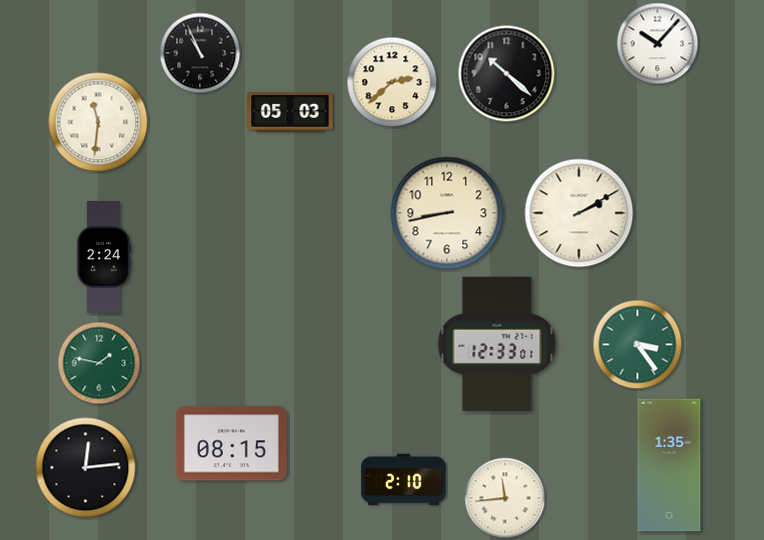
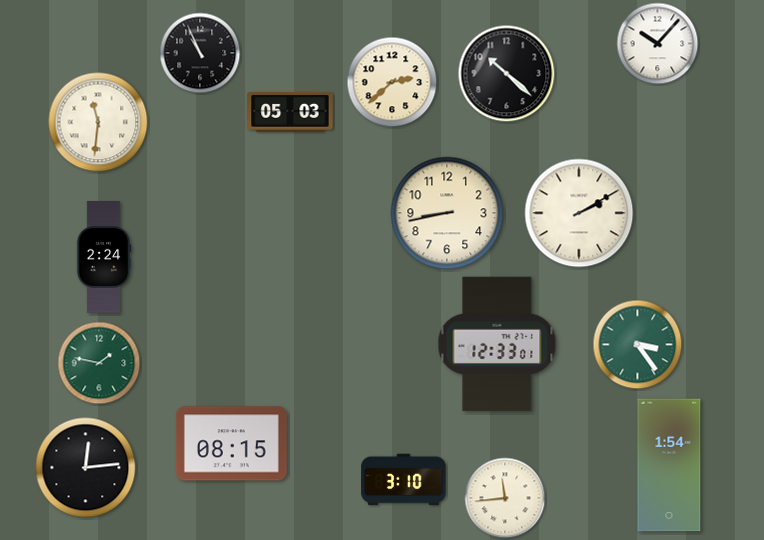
clock at (669, 465): 1:35 -> 1:54
clock at (404, 480): 2:10 -> 3:10
